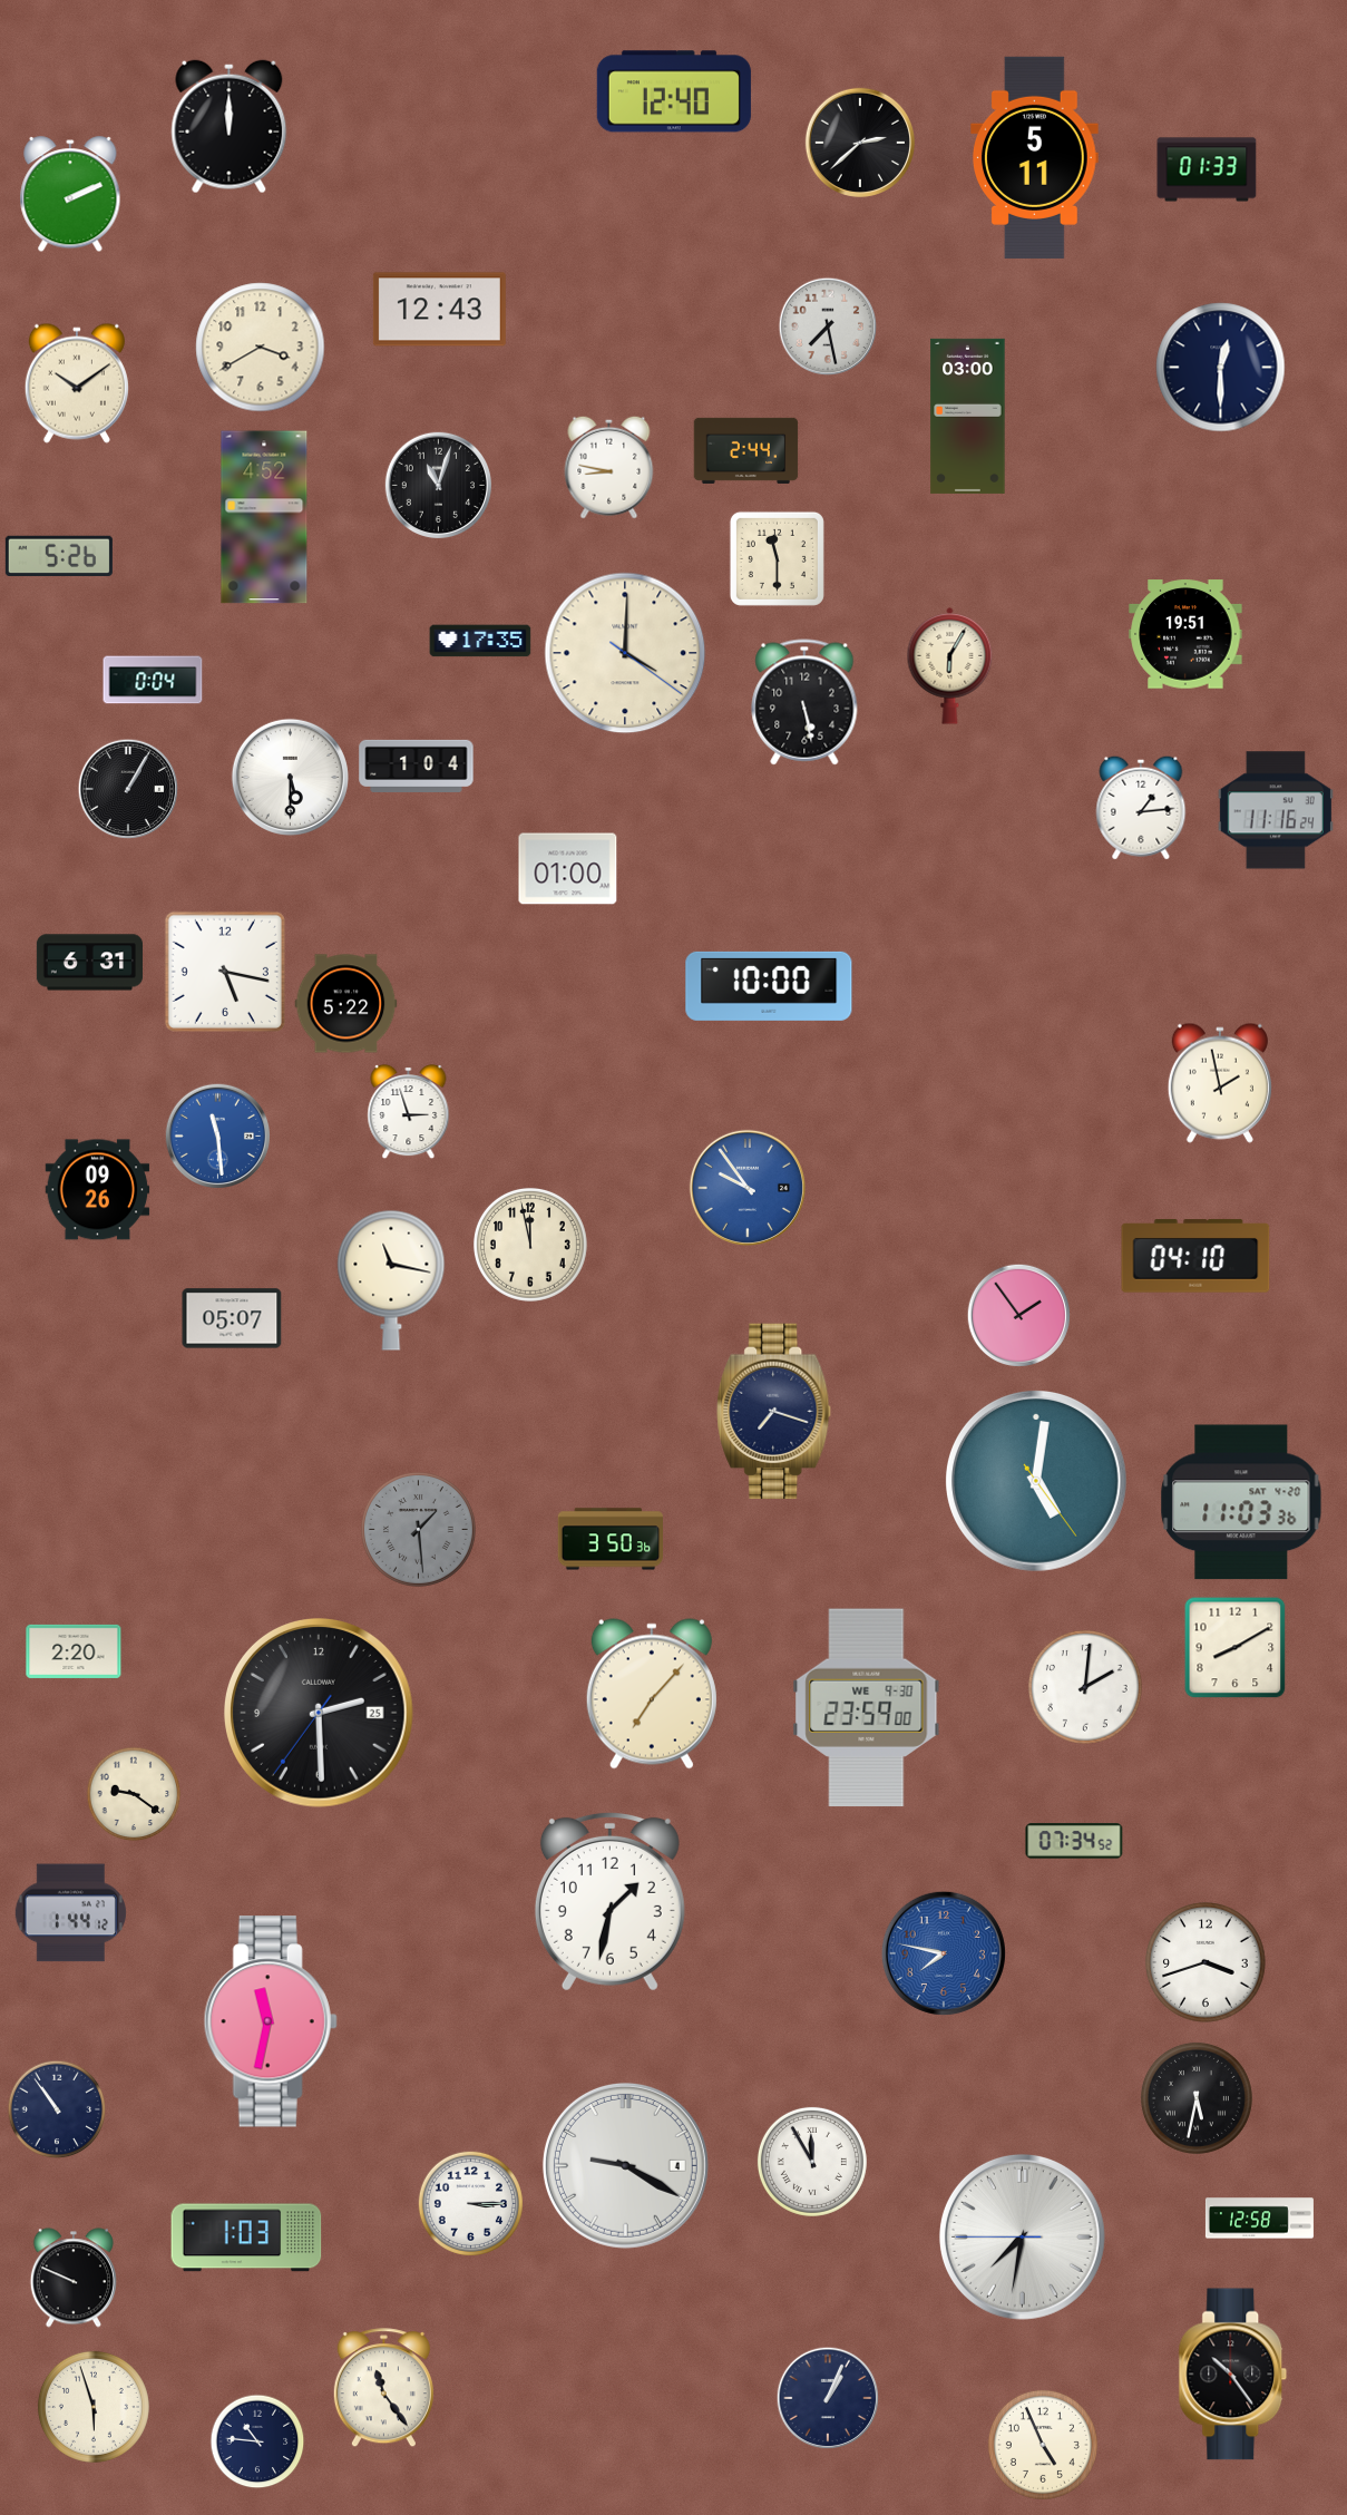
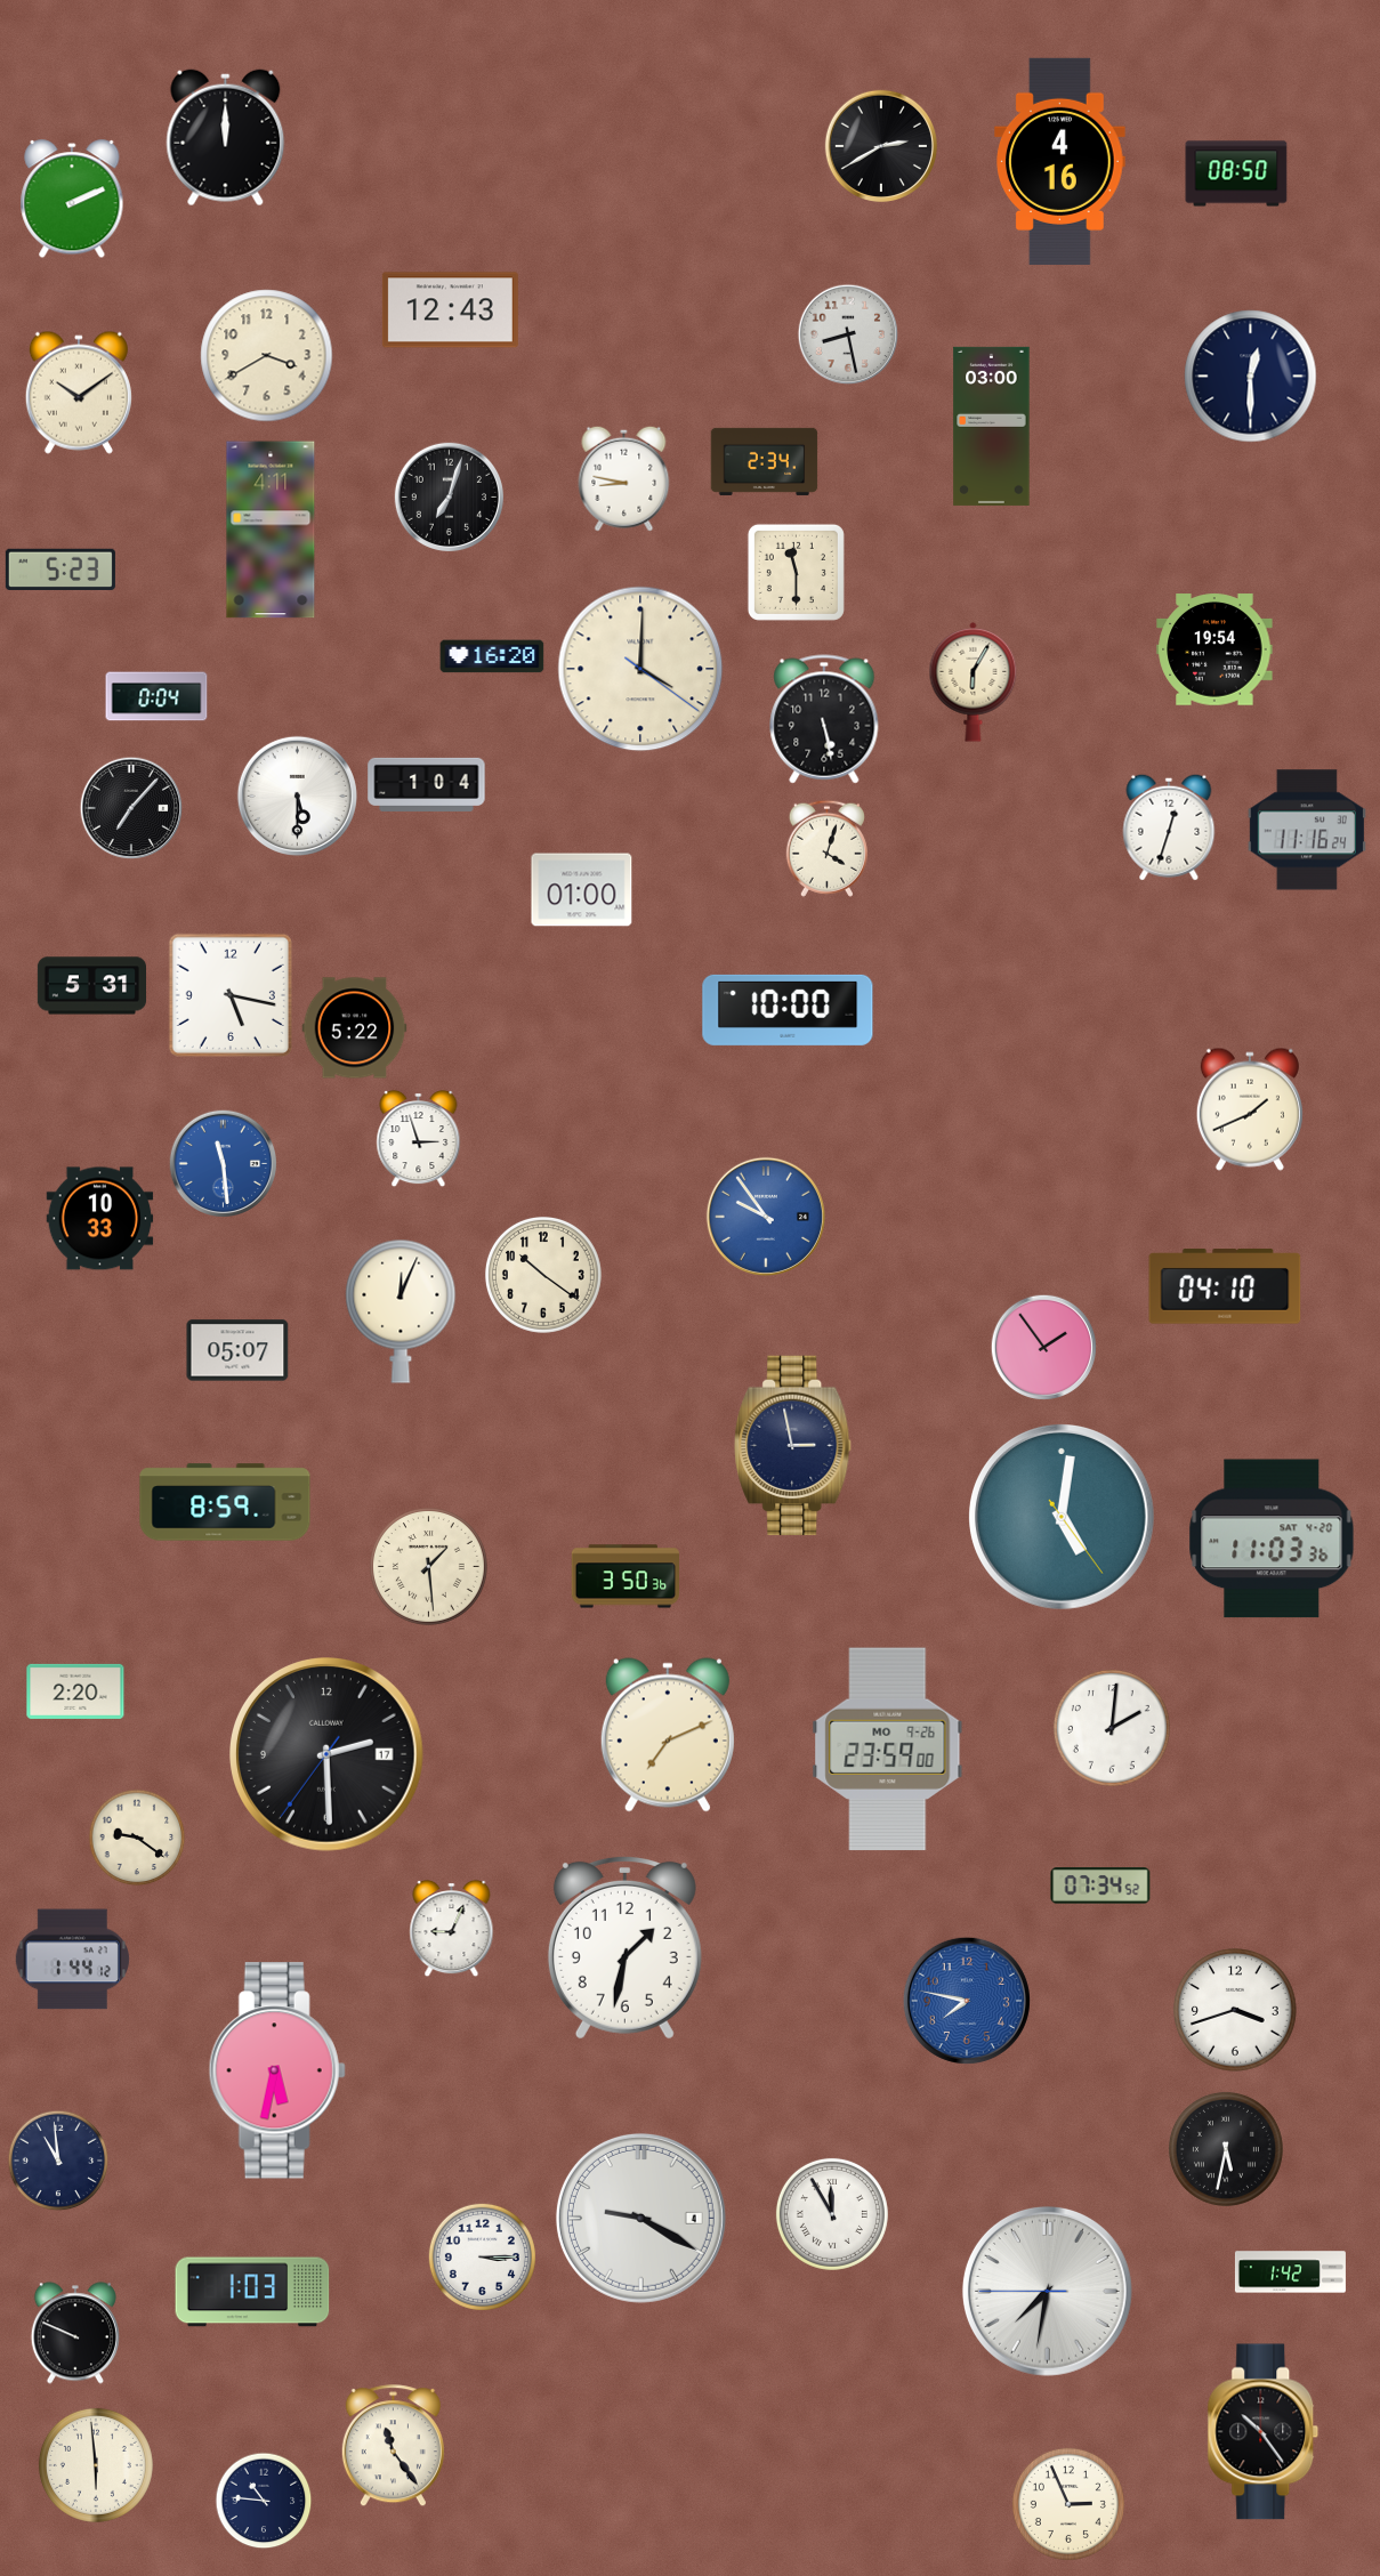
clock at (674, 91): 12:40 -> none
clock at (230, 127) position: (230, 127) -> (226, 138)
clock at (860, 143): 2:38 -> 2:40
clock at (1035, 157): 5:11 -> 4:16
clock at (1207, 169): 01:33 -> 08:50
clock at (439, 310) position: (439, 310) -> (450, 310)
clock at (828, 326): 7:28 -> 8:28
clock at (746, 450): 2:44 -> 2:34
clock at (438, 485): 11:03 -> 7:03
clock at (264, 517): 4:52 -> 4:11
clock at (59, 556): 5:26 -> 5:23
clock at (1185, 634): 19:51 -> 19:54
clock at (480, 641): 17:35 -> 16:20
clock at (128, 789): 1:05 -> 7:07
clock at (1141, 808): 1:14 -> 12:33
clock at (826, 848): none -> 4:03
clock at (89, 963): 6:31 -> 5:31
clock at (1220, 1083): 1:58 -> 1:41
clock at (98, 1190): 09:26 -> 10:33
clock at (530, 1245): 11:58 -> 10:21
clock at (391, 1280): 11:17 -> 12:04
clock at (774, 1412): 7:18 -> 2:58
clock at (225, 1502): none -> 8:59
clock at (418, 1529) dial: grey -> cream
clock at (1236, 1648): 8:10 -> none
clock at (652, 1694): 7:07 -> 7:11
clock at (867, 1708) date: WE 9-30 -> MO 9-26
clock at (320, 1714) date: 25 -> 17
clock at (452, 1929): none -> 9:04
clock at (271, 2021): 11:32 -> 5:32
clock at (57, 2109): 10:54 -> 10:59
clock at (1259, 2219): 12:58 -> 1:42
clock at (828, 2398): 1:04 -> none
clock at (94, 2407): 5:57 -> 5:59
clock at (1043, 2445): 4:56 -> 2:56
